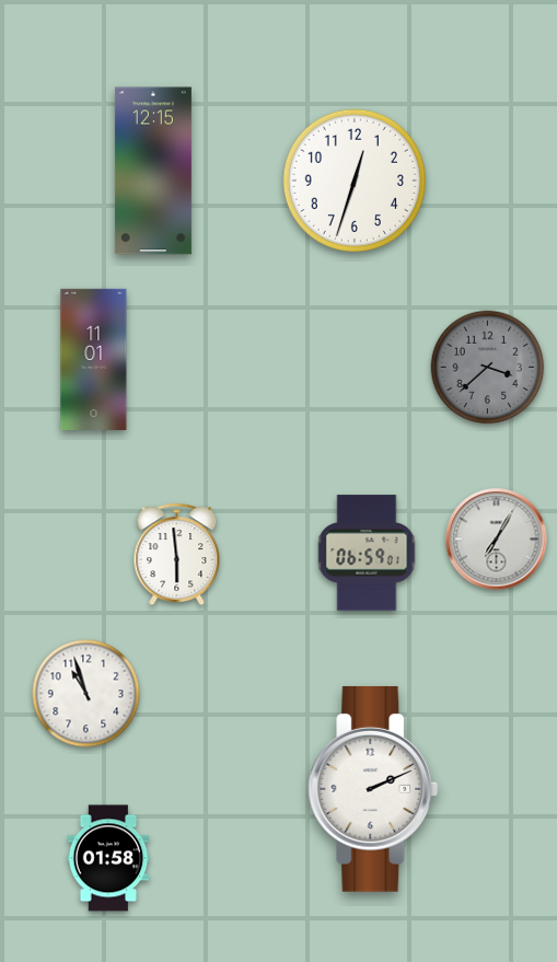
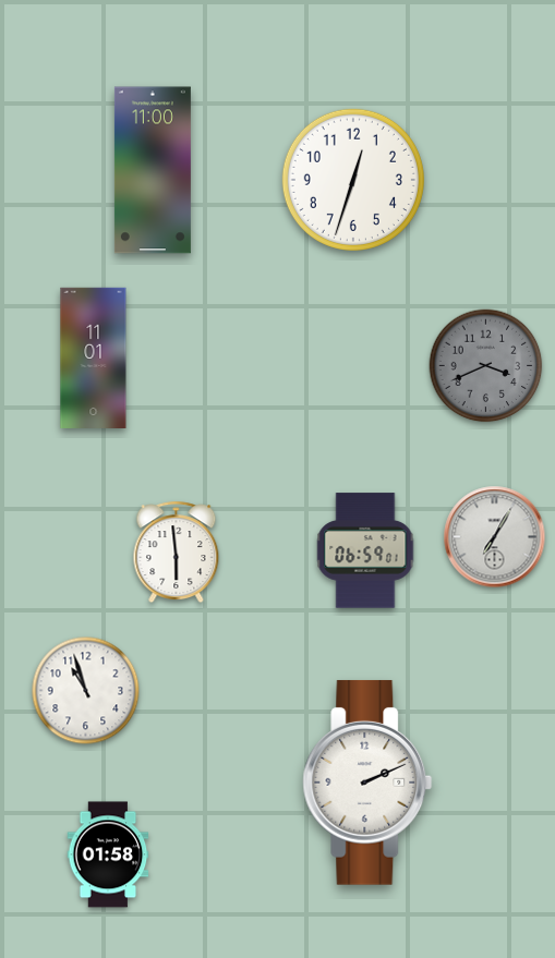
clock at (153, 171): 12:15 -> 11:00
clock at (488, 368): 3:38 -> 3:41
clock at (373, 789) position: (373, 789) -> (367, 783)
